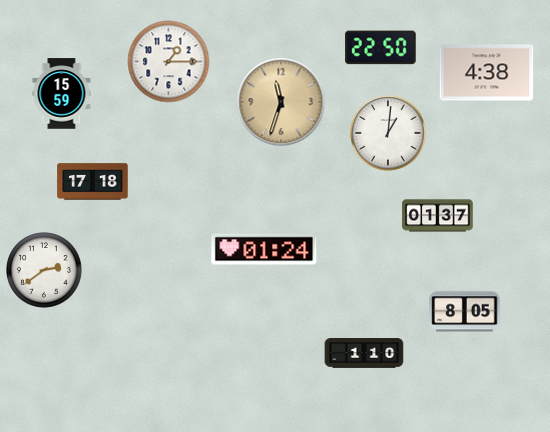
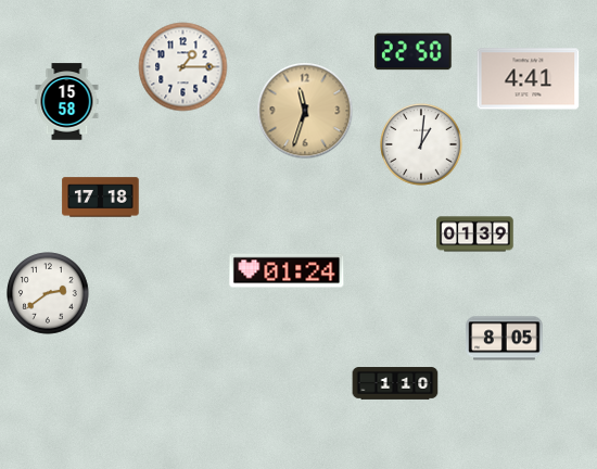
clock at (487, 73): 4:38 -> 4:41
clock at (62, 94): 15:59 -> 15:58
clock at (438, 216): 01:37 -> 01:39
